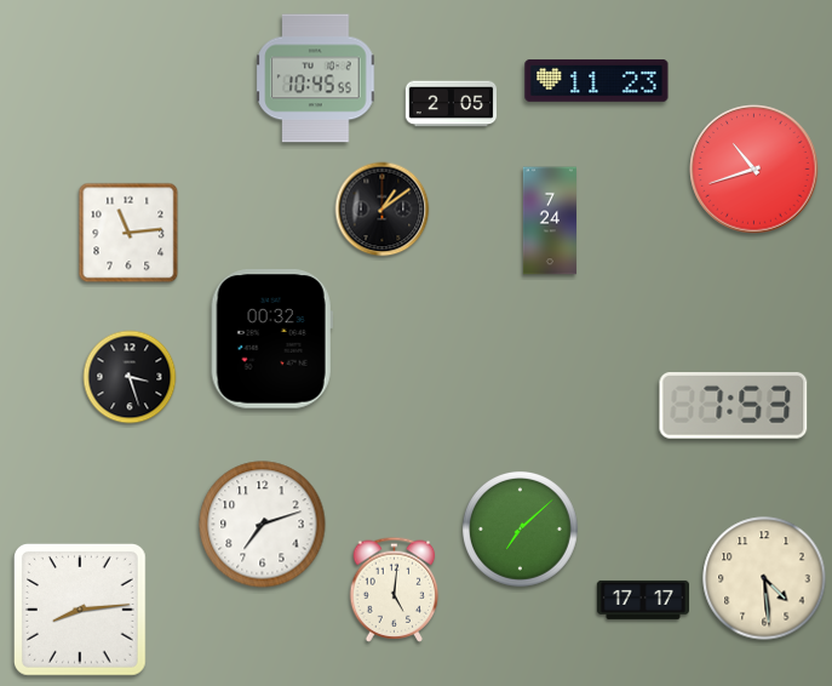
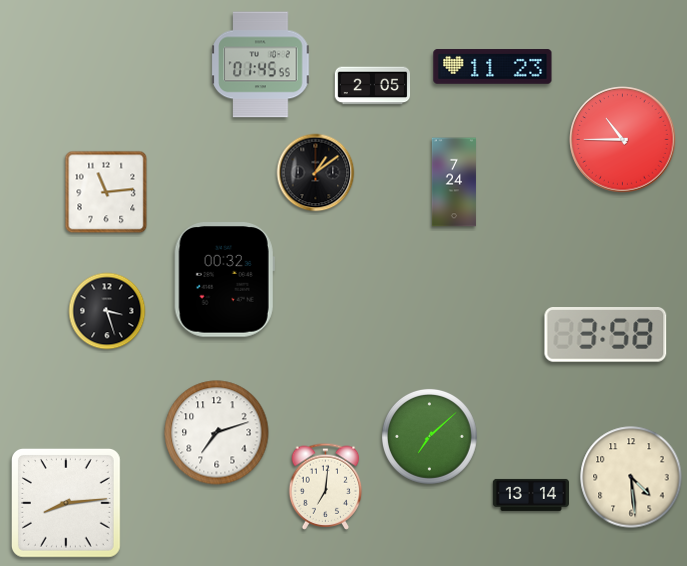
clock at (316, 79): 10:45 -> 01:45
clock at (754, 170): 10:42 -> 10:45
clock at (734, 406): 7:53 -> 3:58
clock at (395, 589): 5:01 -> 7:01
clock at (642, 600): 17:17 -> 13:14
